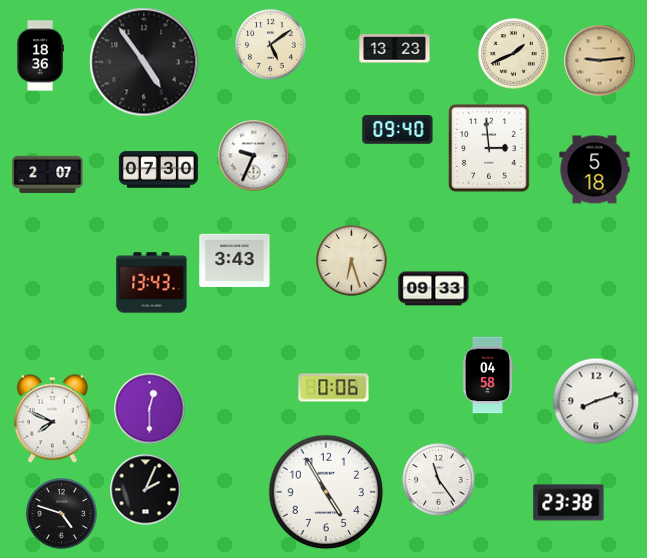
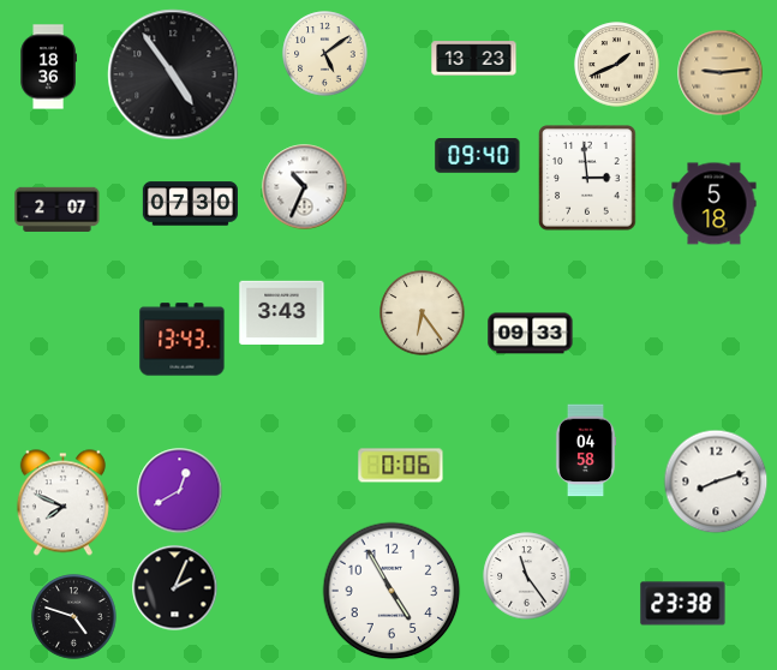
clock at (254, 156): 9:34 -> 10:34
clock at (352, 261): 6:27 -> 6:24
clock at (434, 289) position: (434, 289) -> (531, 334)
clock at (150, 409): 12:30 -> 12:40
